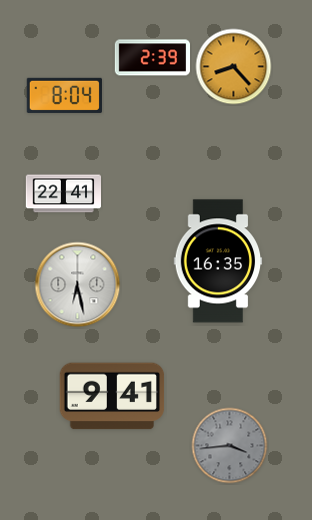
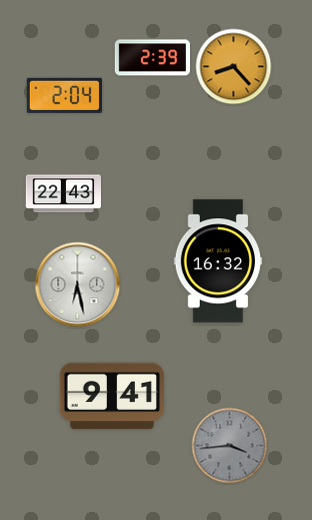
clock at (64, 95): 8:04 -> 2:04
clock at (63, 194): 22:41 -> 22:43
clock at (218, 261): 16:35 -> 16:32
